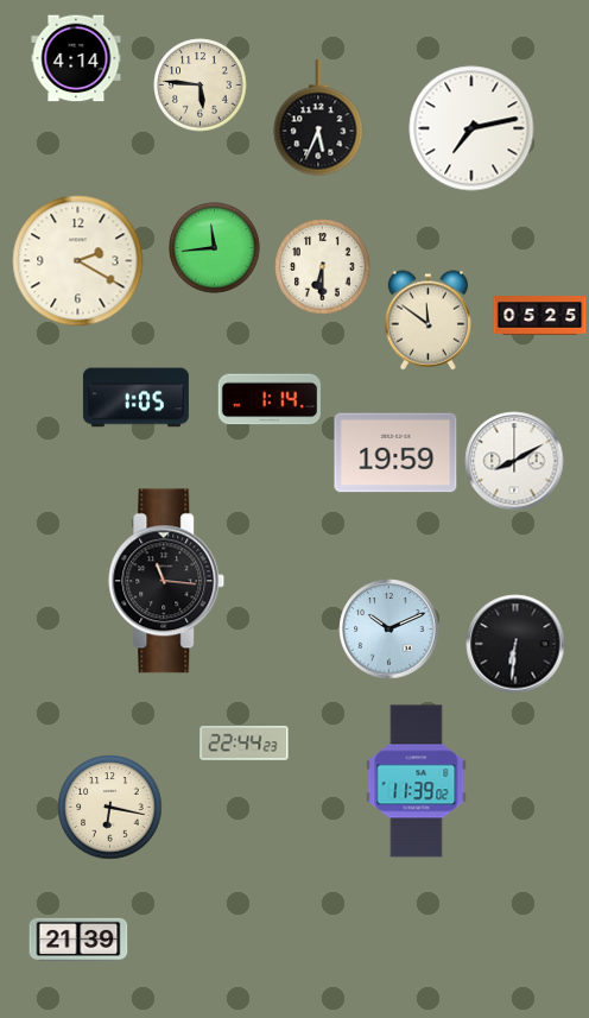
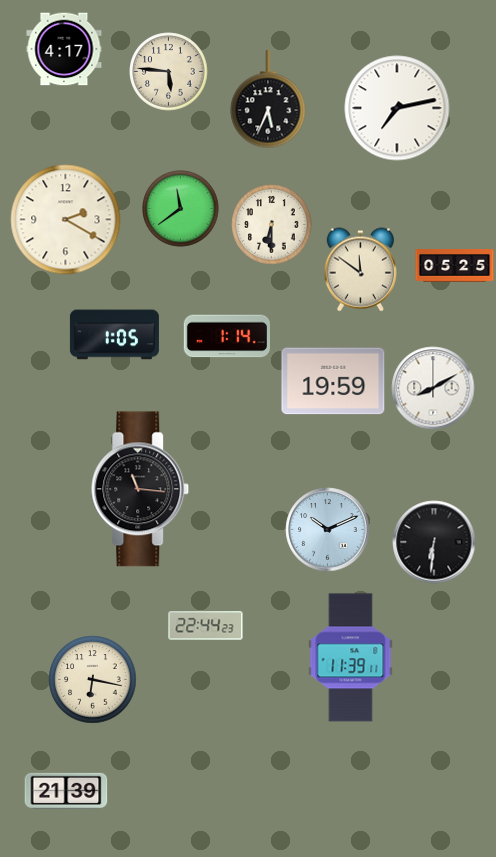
clock at (76, 58): 4:14 -> 4:17
clock at (215, 248): 11:44 -> 11:39
clock at (417, 782): 11:39:02 -> 11:39:11
